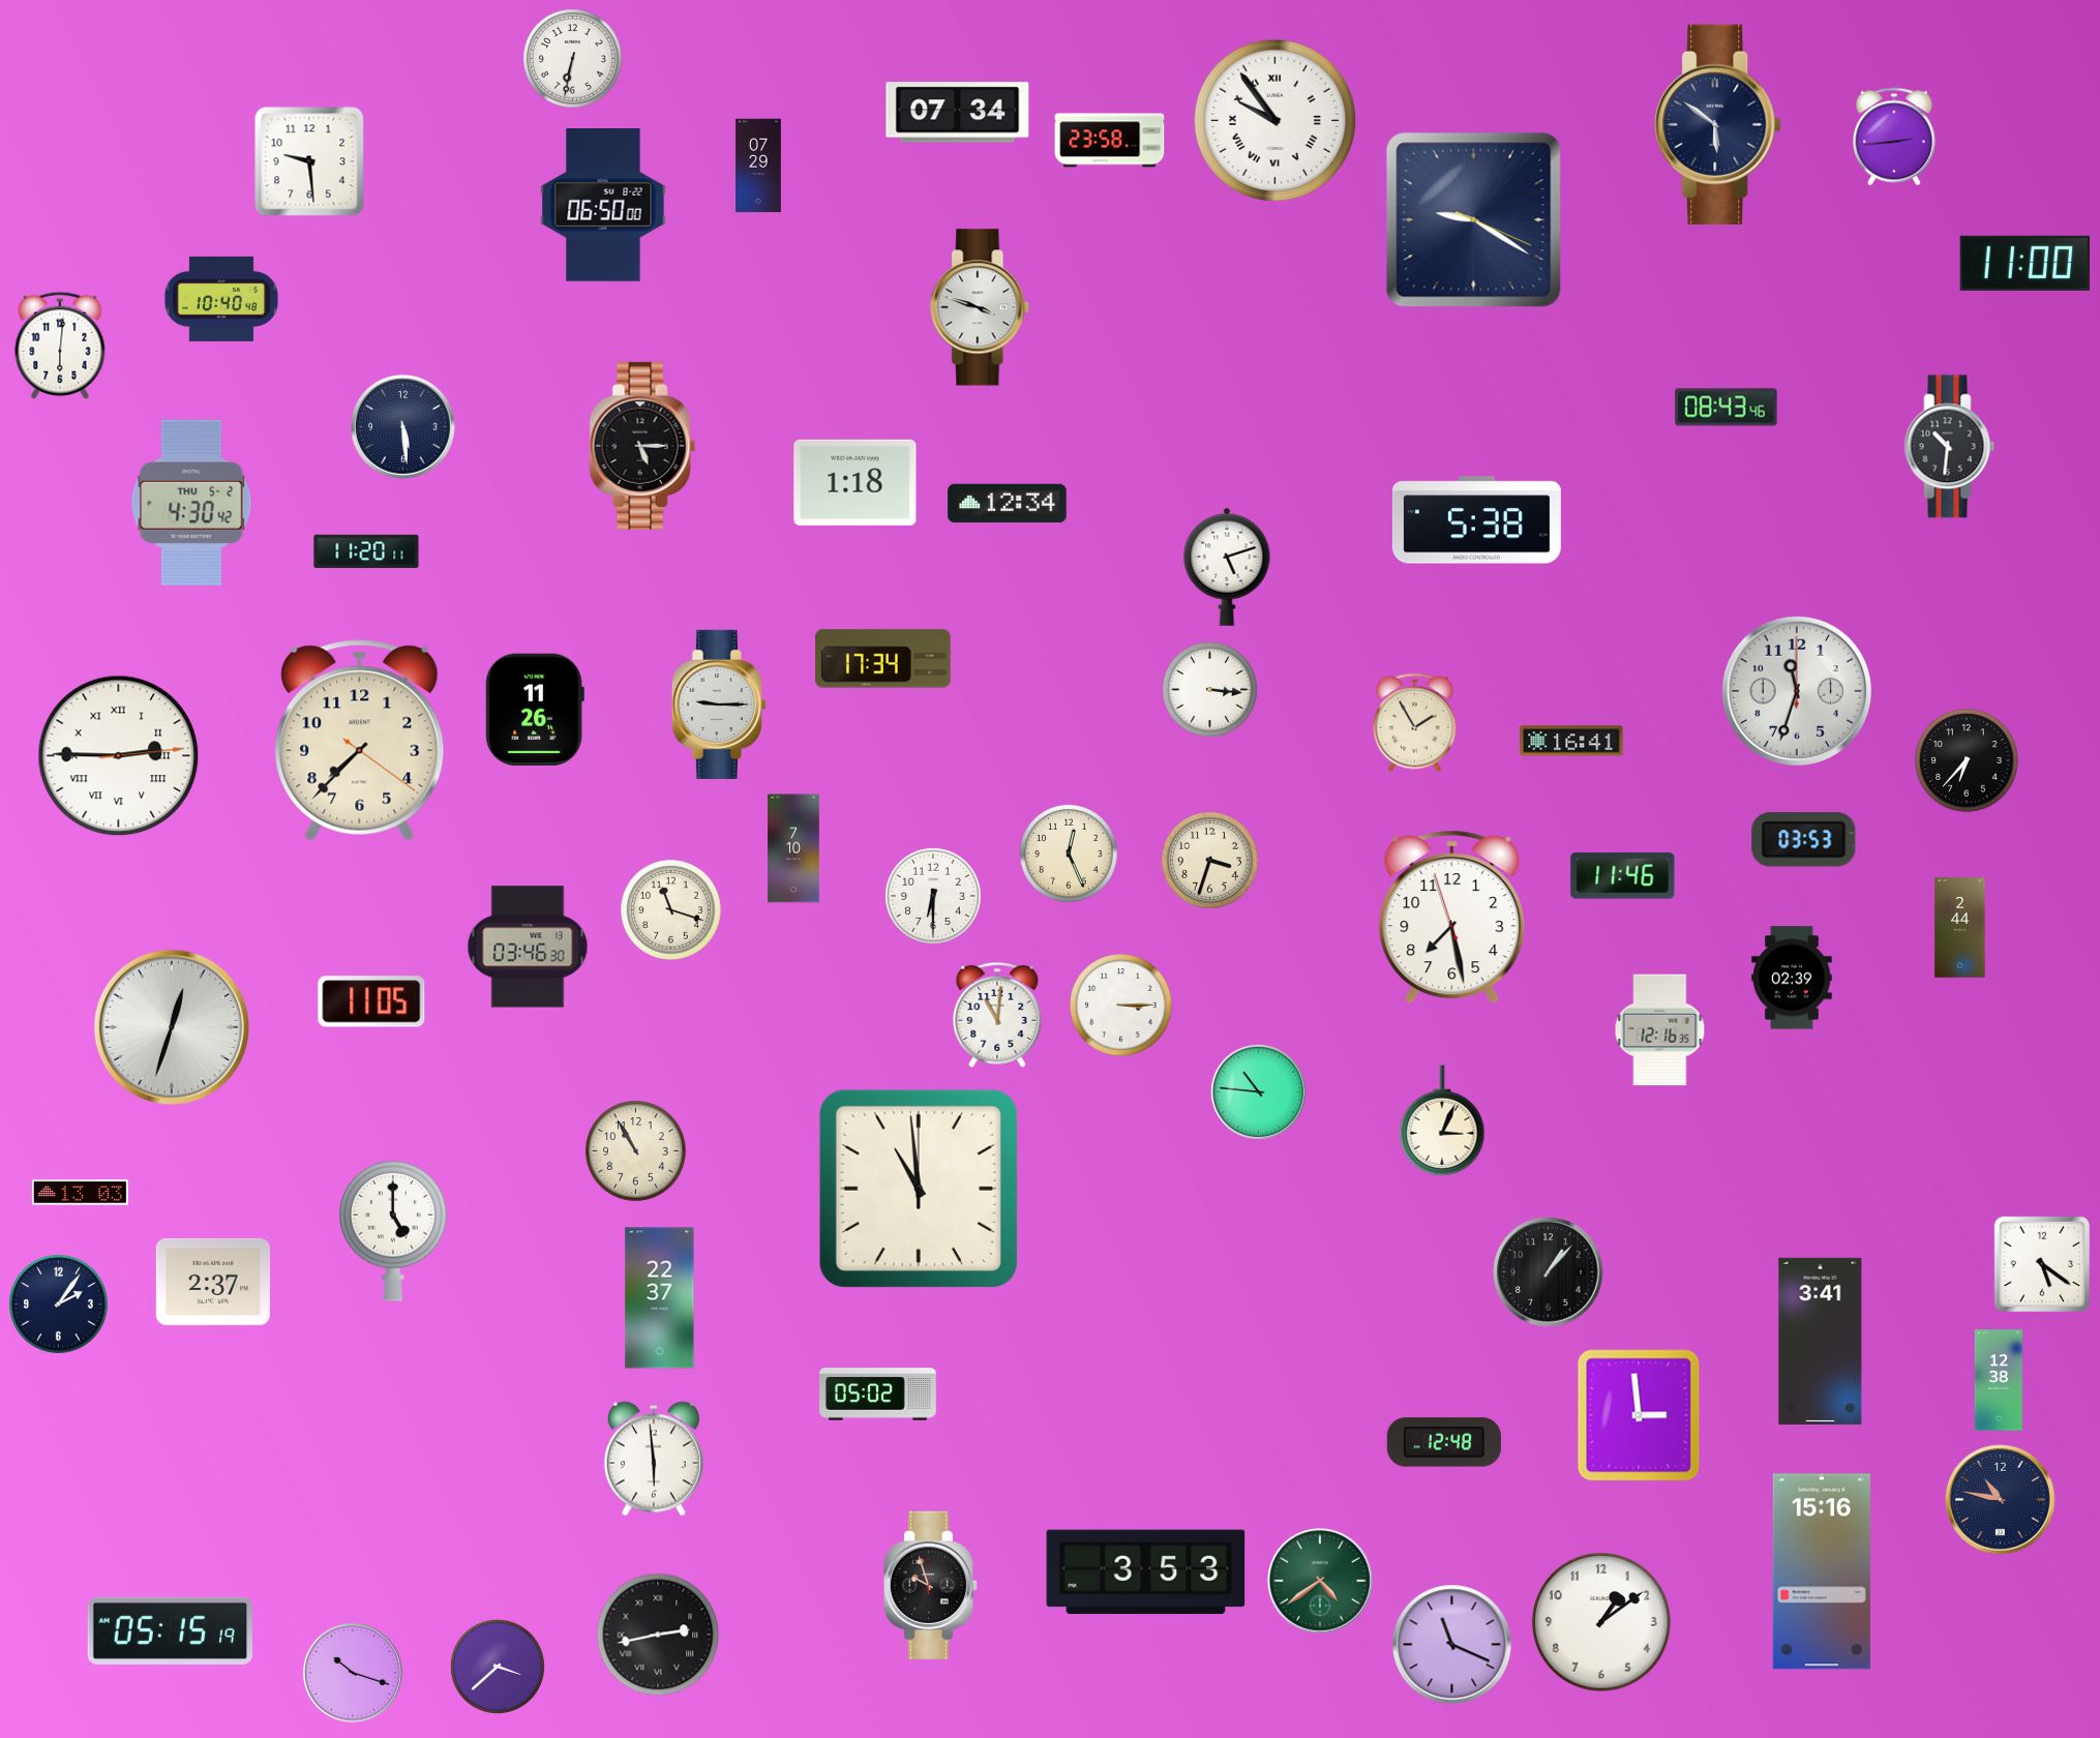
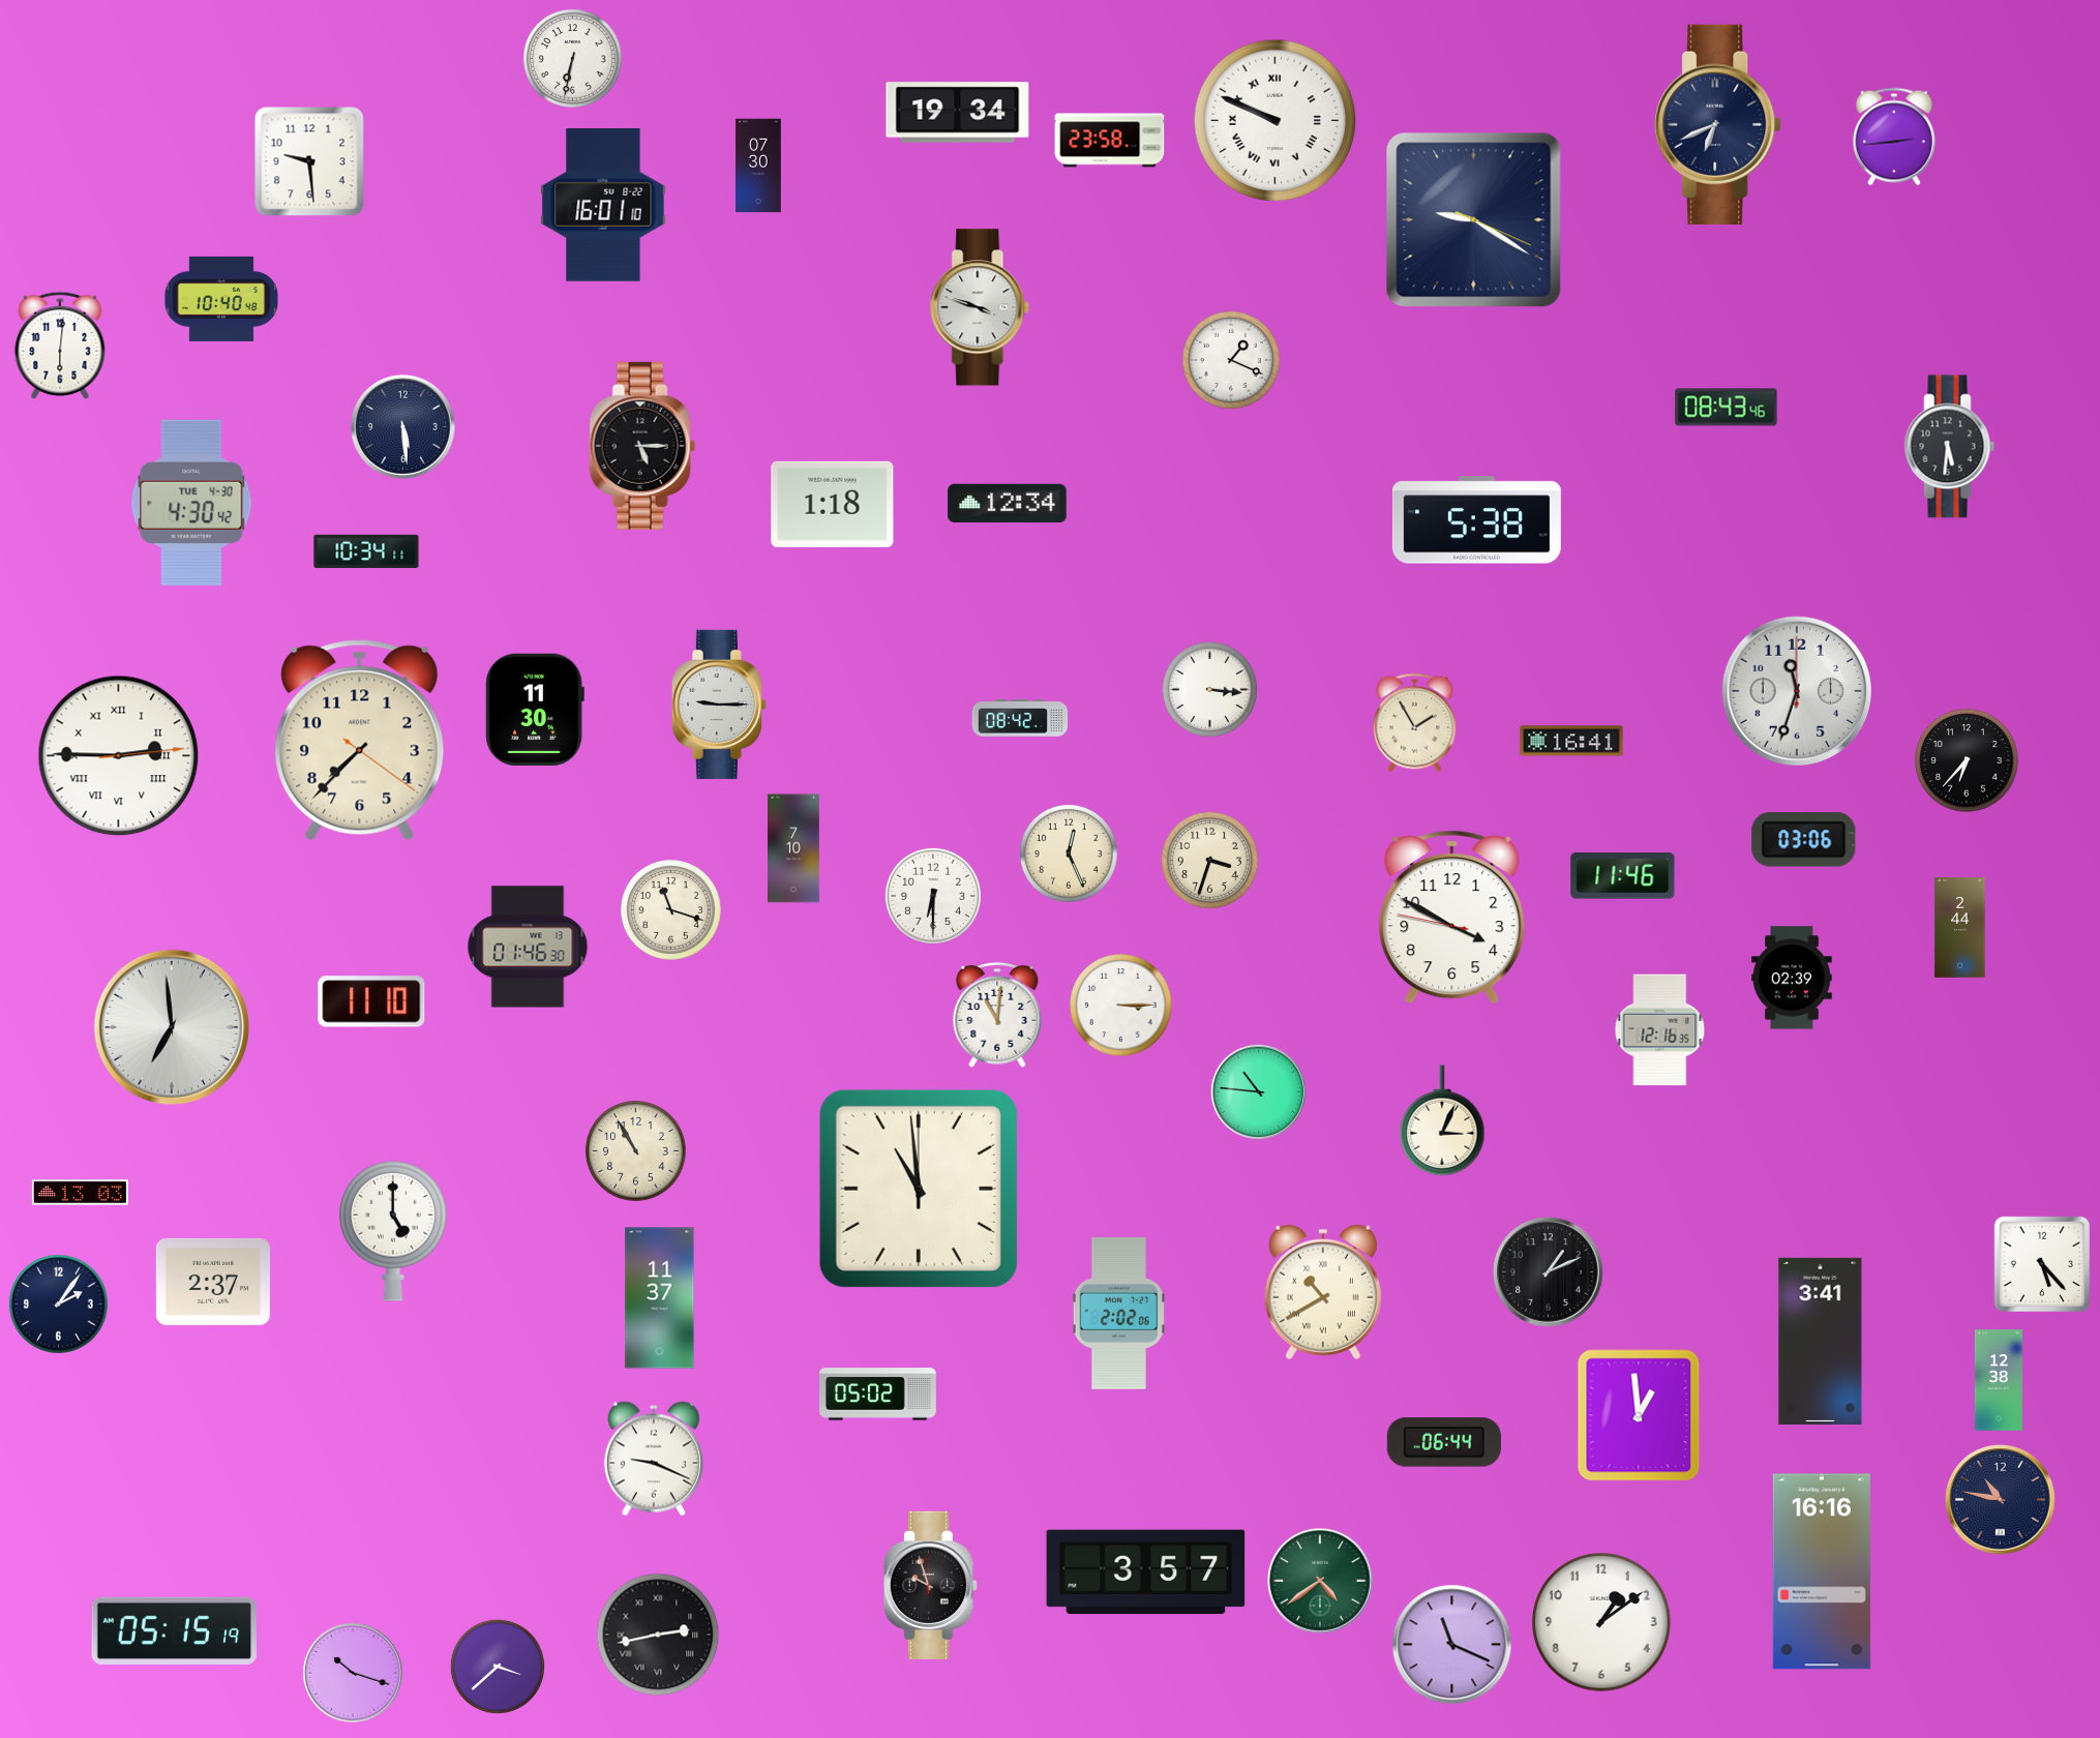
clock at (958, 113): 07:34 -> 19:34
clock at (1276, 121): 9:54 -> 9:49
clock at (1718, 124): 5:51 -> 6:41
clock at (758, 166): 07:29 -> 07:30
clock at (603, 206): 06:50 -> 16:01
clock at (2024, 263): 11:00 -> none
clock at (1231, 360): none -> 1:19
clock at (1950, 447): 10:31 -> 5:31
clock at (856, 482) position: (856, 482) -> (833, 504)
clock at (191, 503) date: THU 5-2 -> TUE 4-30
clock at (366, 551): 11:20 -> 10:34
clock at (1227, 567): 5:12 -> none
clock at (883, 659): 17:34 -> none
clock at (535, 709): 11:26 -> 11:30
clock at (1020, 718): none -> 08:42
clock at (1804, 840): 03:53 -> 03:06
clock at (1452, 918): 7:27 -> 3:49
clock at (528, 947): 03:46 -> 01:46
clock at (371, 1001): 11:05 -> 11:10
clock at (172, 1027): 12:33 -> 6:59
clock at (2041, 1263): 5:21 -> 5:23
clock at (1549, 1272): 1:07 -> 1:11
clock at (1323, 1292): none -> 10:40
clock at (660, 1298): 22:37 -> 11:37
clock at (1118, 1313): none -> 2:02
clock at (1639, 1415): 2:59 -> 12:59
clock at (1444, 1442): 12:48 -> 06:44
clock at (654, 1459): 5:59 -> 9:19
clock at (1822, 1571): 15:16 -> 16:16
clock at (1146, 1572): 3:53 -> 3:57
clock at (170, 1630) position: (170, 1630) -> (174, 1630)
